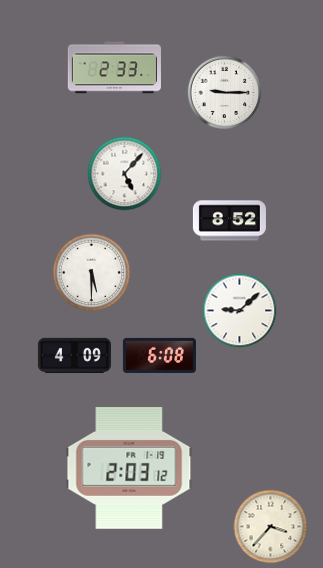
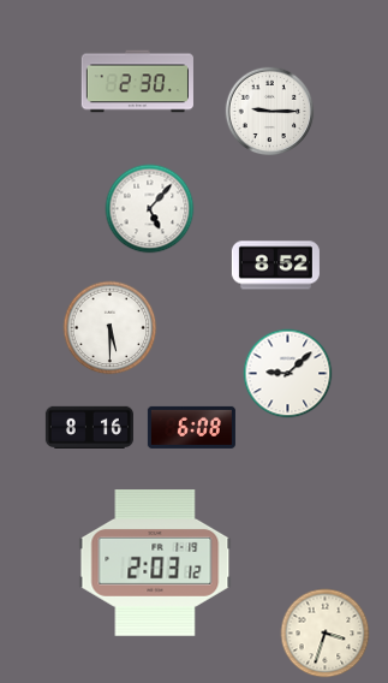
clock at (114, 68): 2:33 -> 2:30
clock at (74, 355): 4:09 -> 8:16
clock at (271, 527): 3:37 -> 3:33
